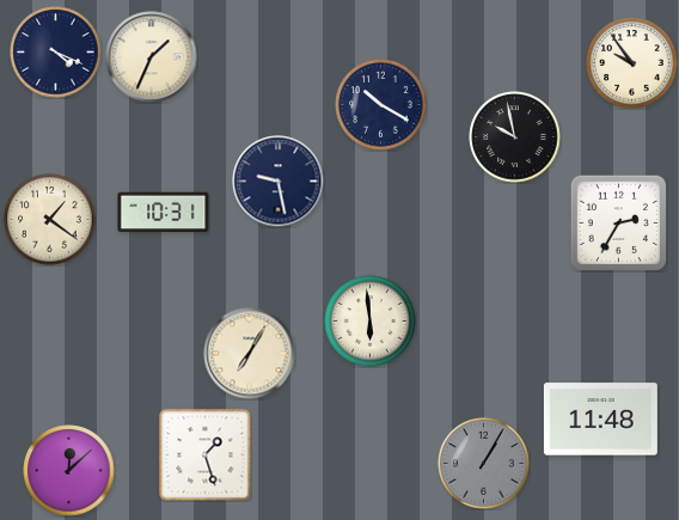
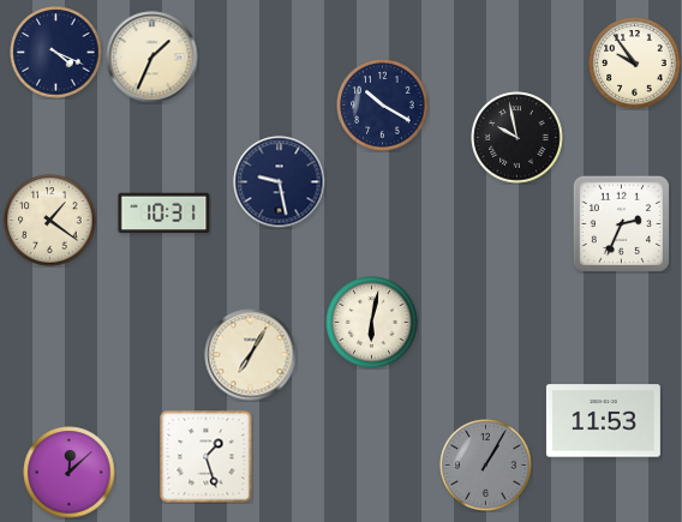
clock at (618, 222): 2:35 -> 2:34
clock at (371, 322): 5:59 -> 6:02
clock at (600, 420): 11:48 -> 11:53
